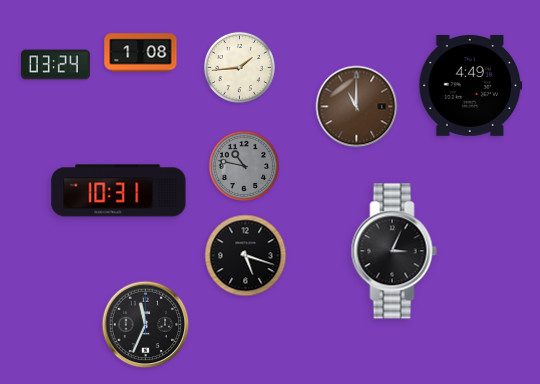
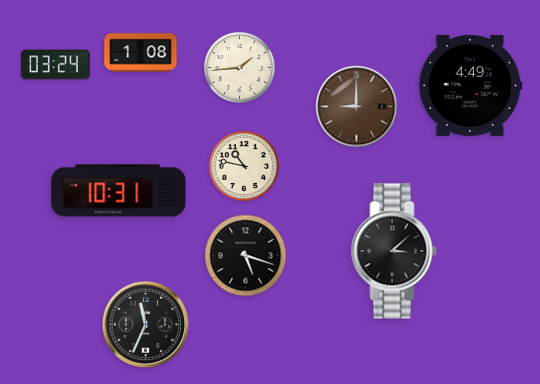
clock at (357, 107): 11:00 -> 9:00
clock at (244, 166) dial: grey -> cream
clock at (394, 251): 3:04 -> 3:08
